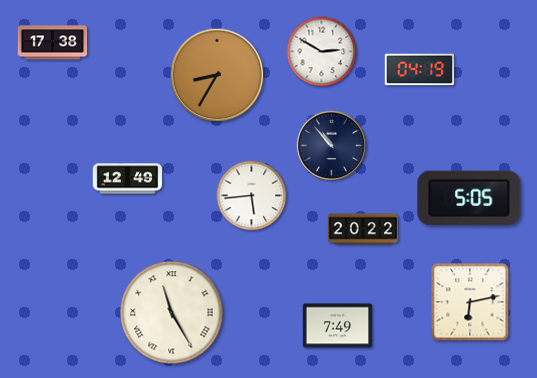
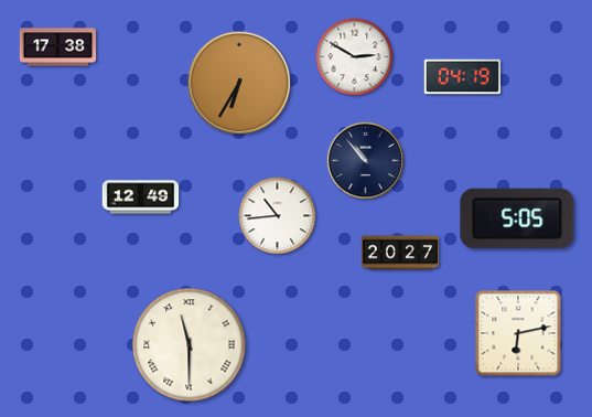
clock at (217, 75): 8:35 -> 6:35
clock at (252, 196): 5:44 -> 10:44
clock at (363, 229): 20:22 -> 20:27
clock at (172, 313): 11:25 -> 11:30
clock at (338, 326): 7:49 -> none
